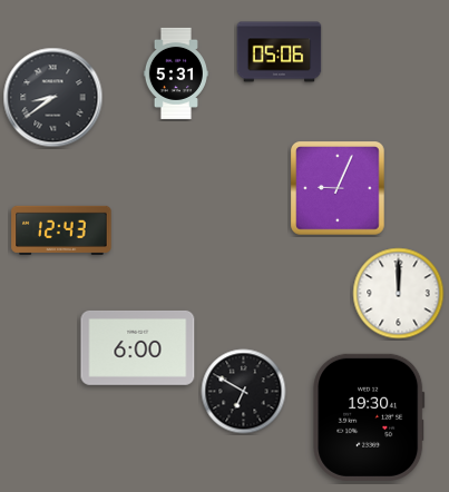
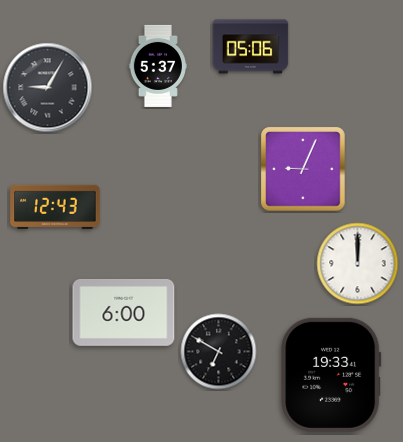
clock at (176, 73): 5:31 -> 5:37
clock at (53, 98): 8:39 -> 9:05
clock at (369, 417): 19:30 -> 19:33
